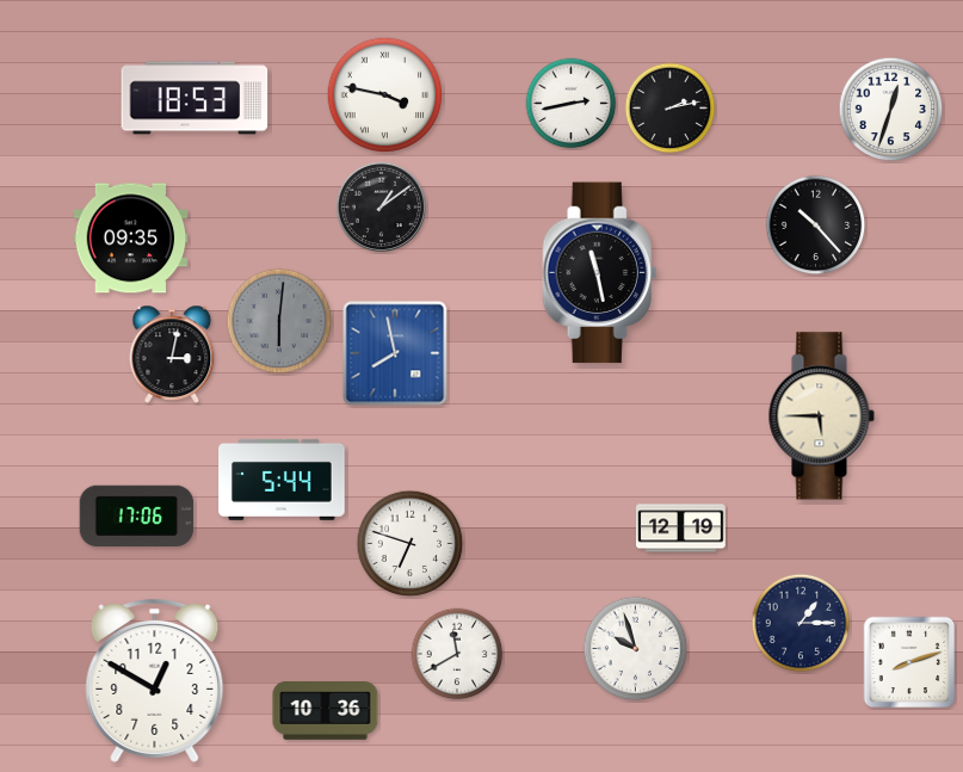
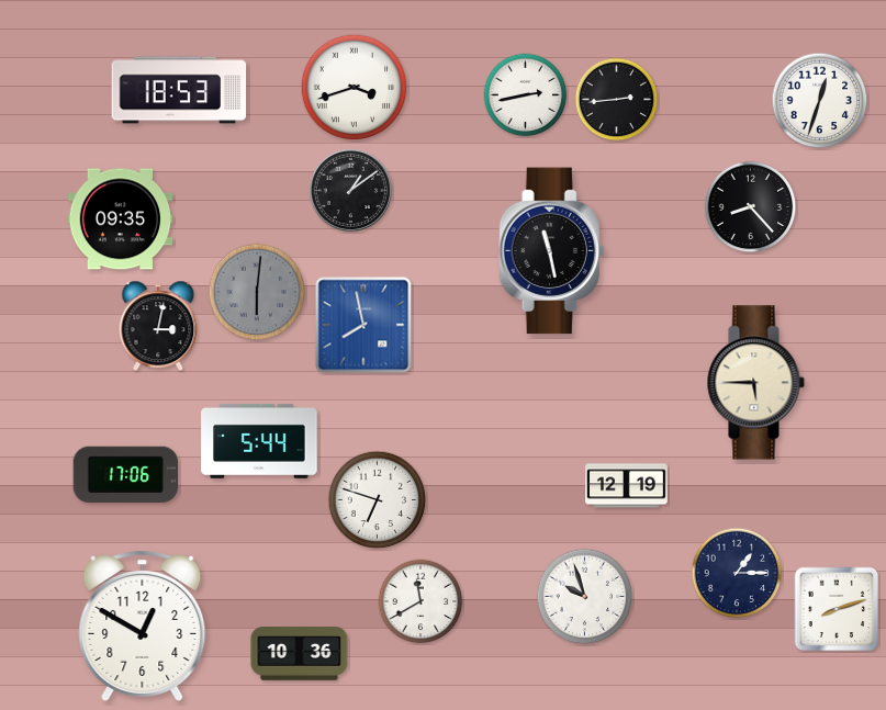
clock at (385, 95): 3:47 -> 3:42
clock at (671, 109): 2:13 -> 2:44
clock at (816, 226): 10:23 -> 8:23
clock at (279, 321) position: (279, 321) -> (257, 292)
